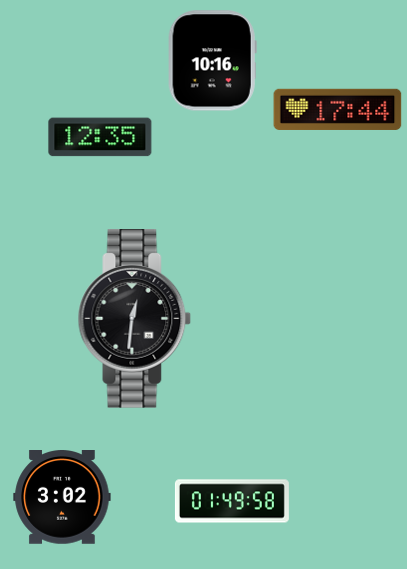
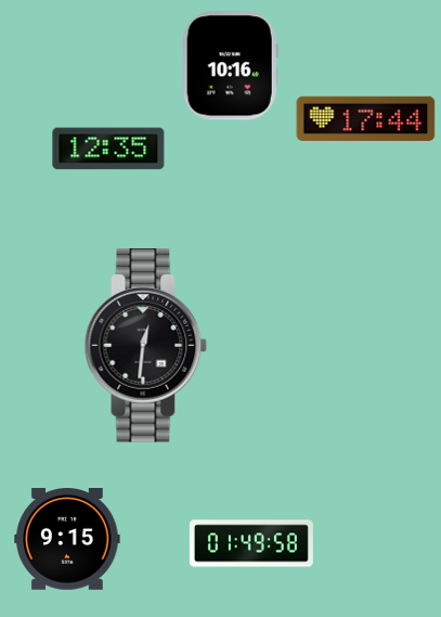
clock at (62, 498): 3:02 -> 9:15
